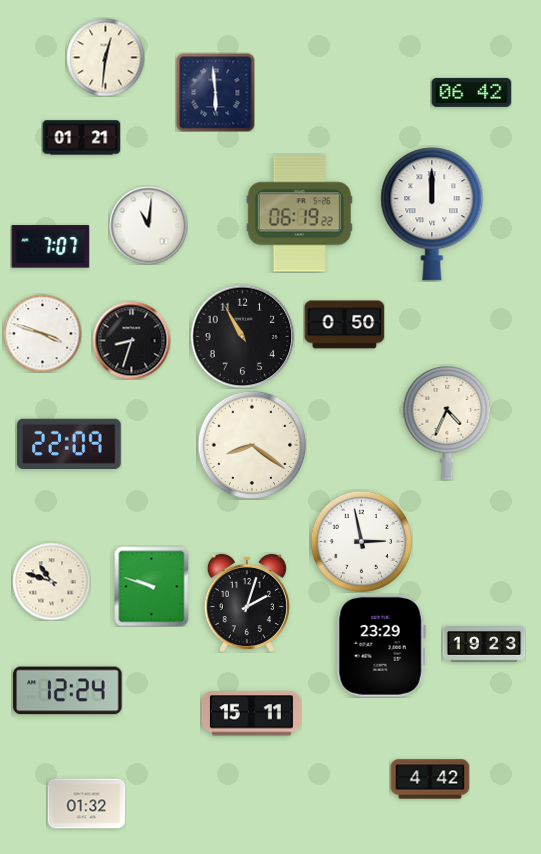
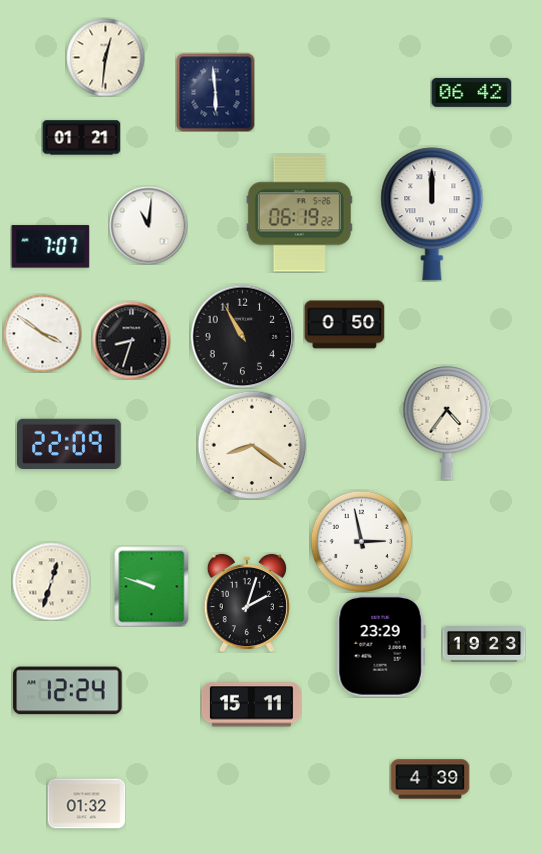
clock at (42, 333): 3:48 -> 3:51
clock at (447, 423): 4:34 -> 4:36
clock at (51, 581): 10:48 -> 12:33
clock at (251, 714) position: (251, 714) -> (251, 705)
clock at (430, 779): 4:42 -> 4:39
